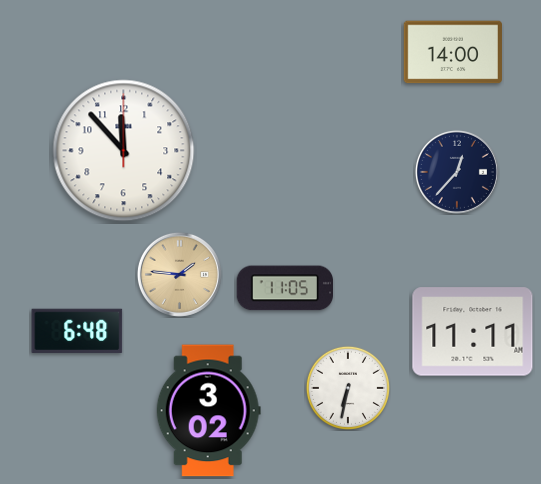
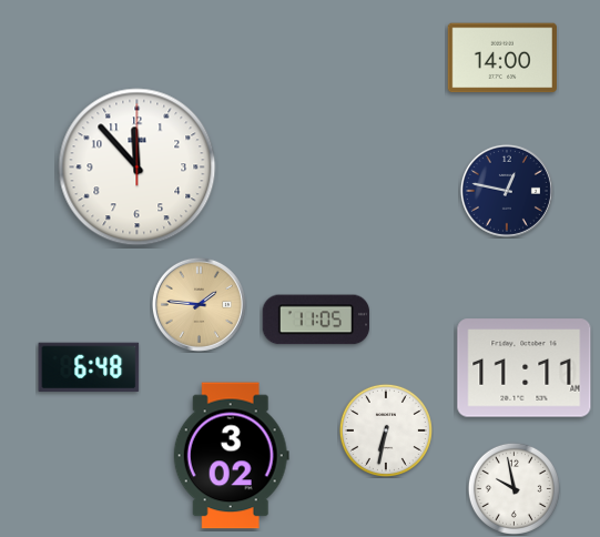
clock at (457, 172): 12:37 -> 12:47
clock at (77, 330) position: (77, 330) -> (89, 366)
clock at (513, 488): none -> 9:58
